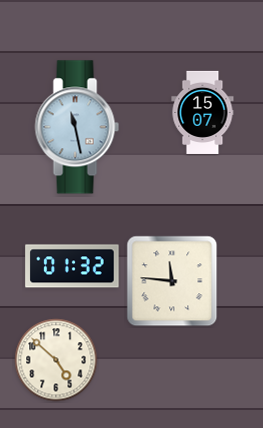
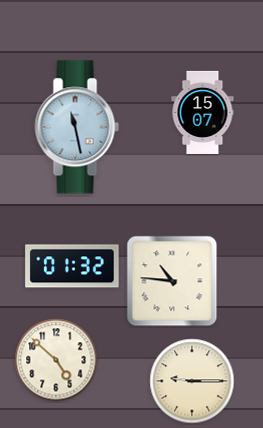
clock at (172, 281): 11:46 -> 10:46
clock at (192, 381): none -> 9:15
